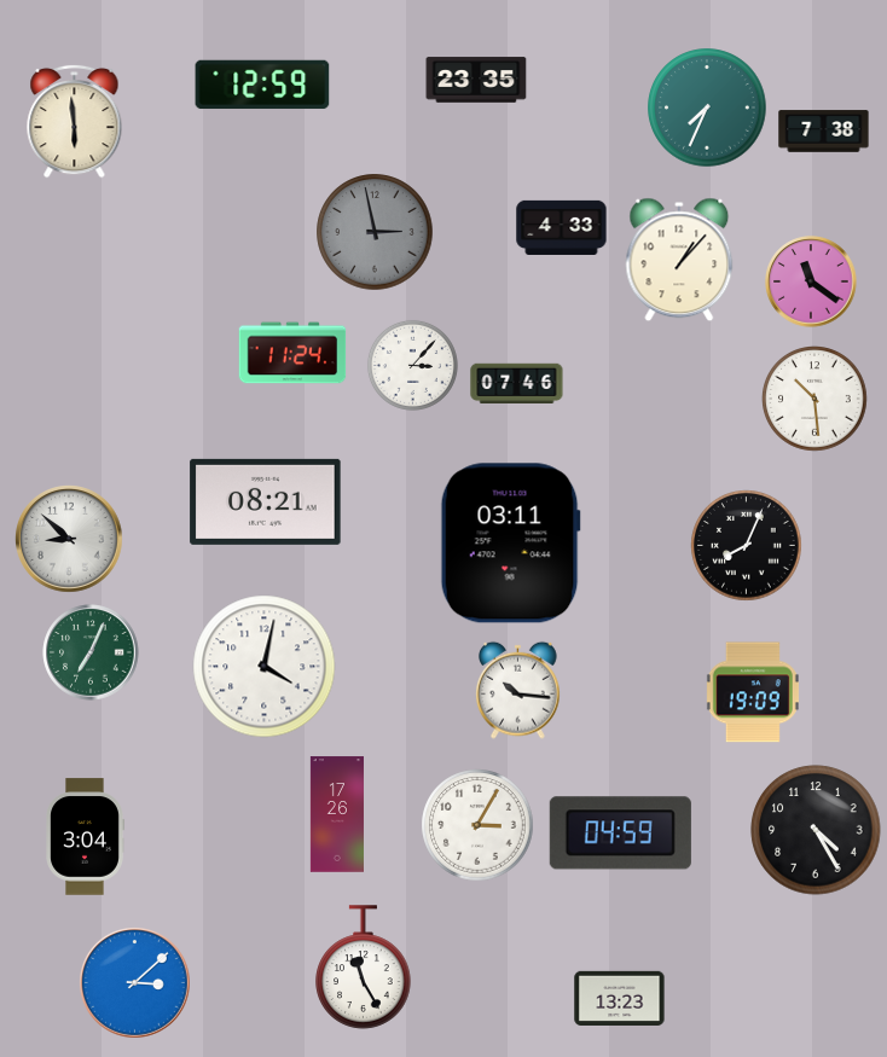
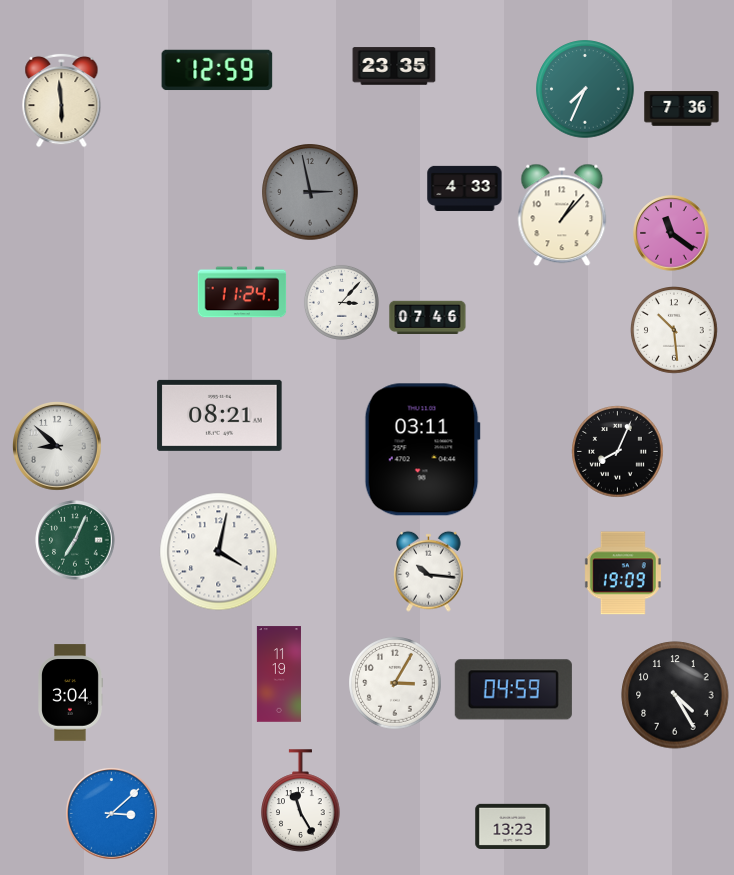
clock at (824, 132): 7:38 -> 7:36
clock at (337, 814): 17:26 -> 11:19
clock at (816, 830) position: (816, 830) -> (675, 695)
